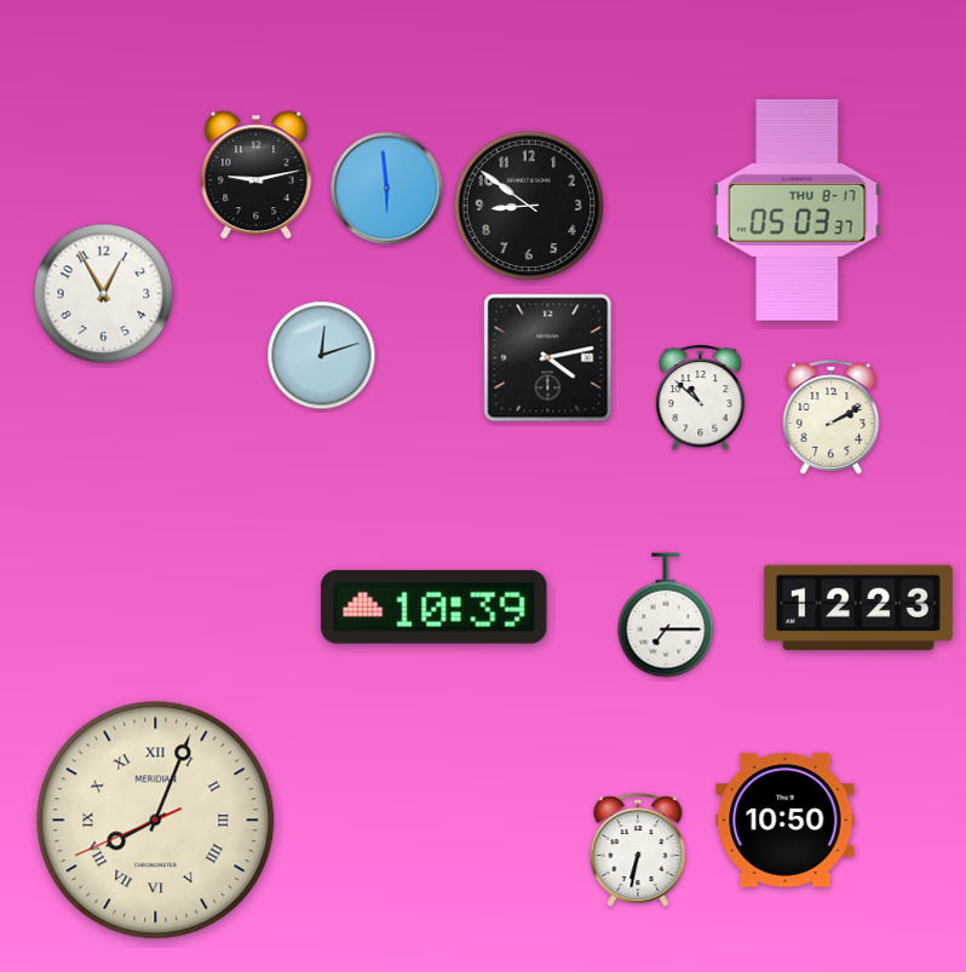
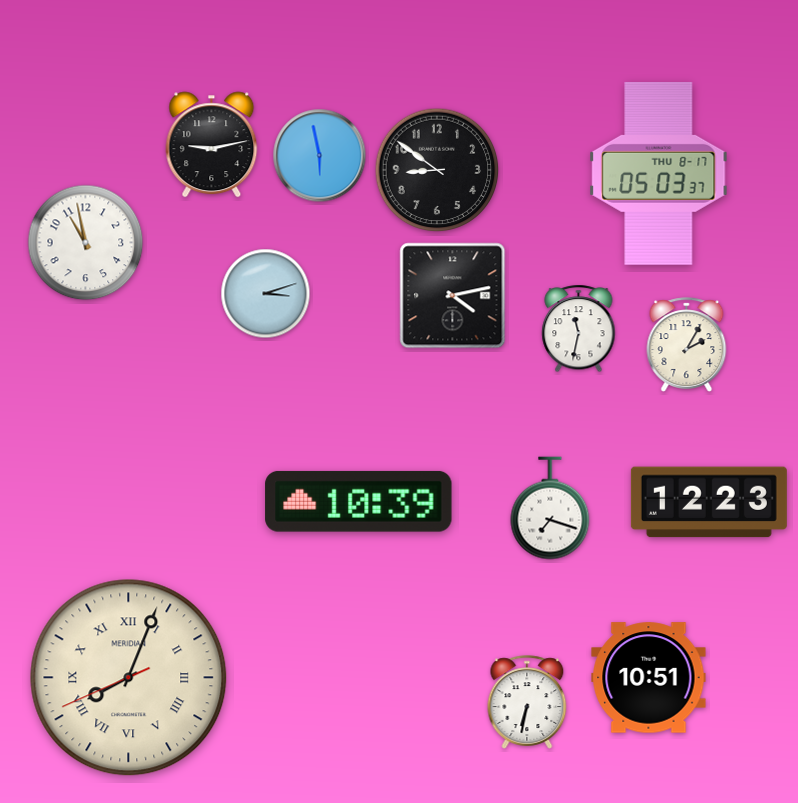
clock at (387, 189): 5:59 -> 5:58
clock at (104, 294): 12:55 -> 10:58
clock at (322, 356): 12:12 -> 3:12
clock at (701, 398): 10:52 -> 11:32
clock at (832, 416): 2:10 -> 2:05
clock at (666, 615): 7:15 -> 7:18
clock at (786, 821): 10:50 -> 10:51
